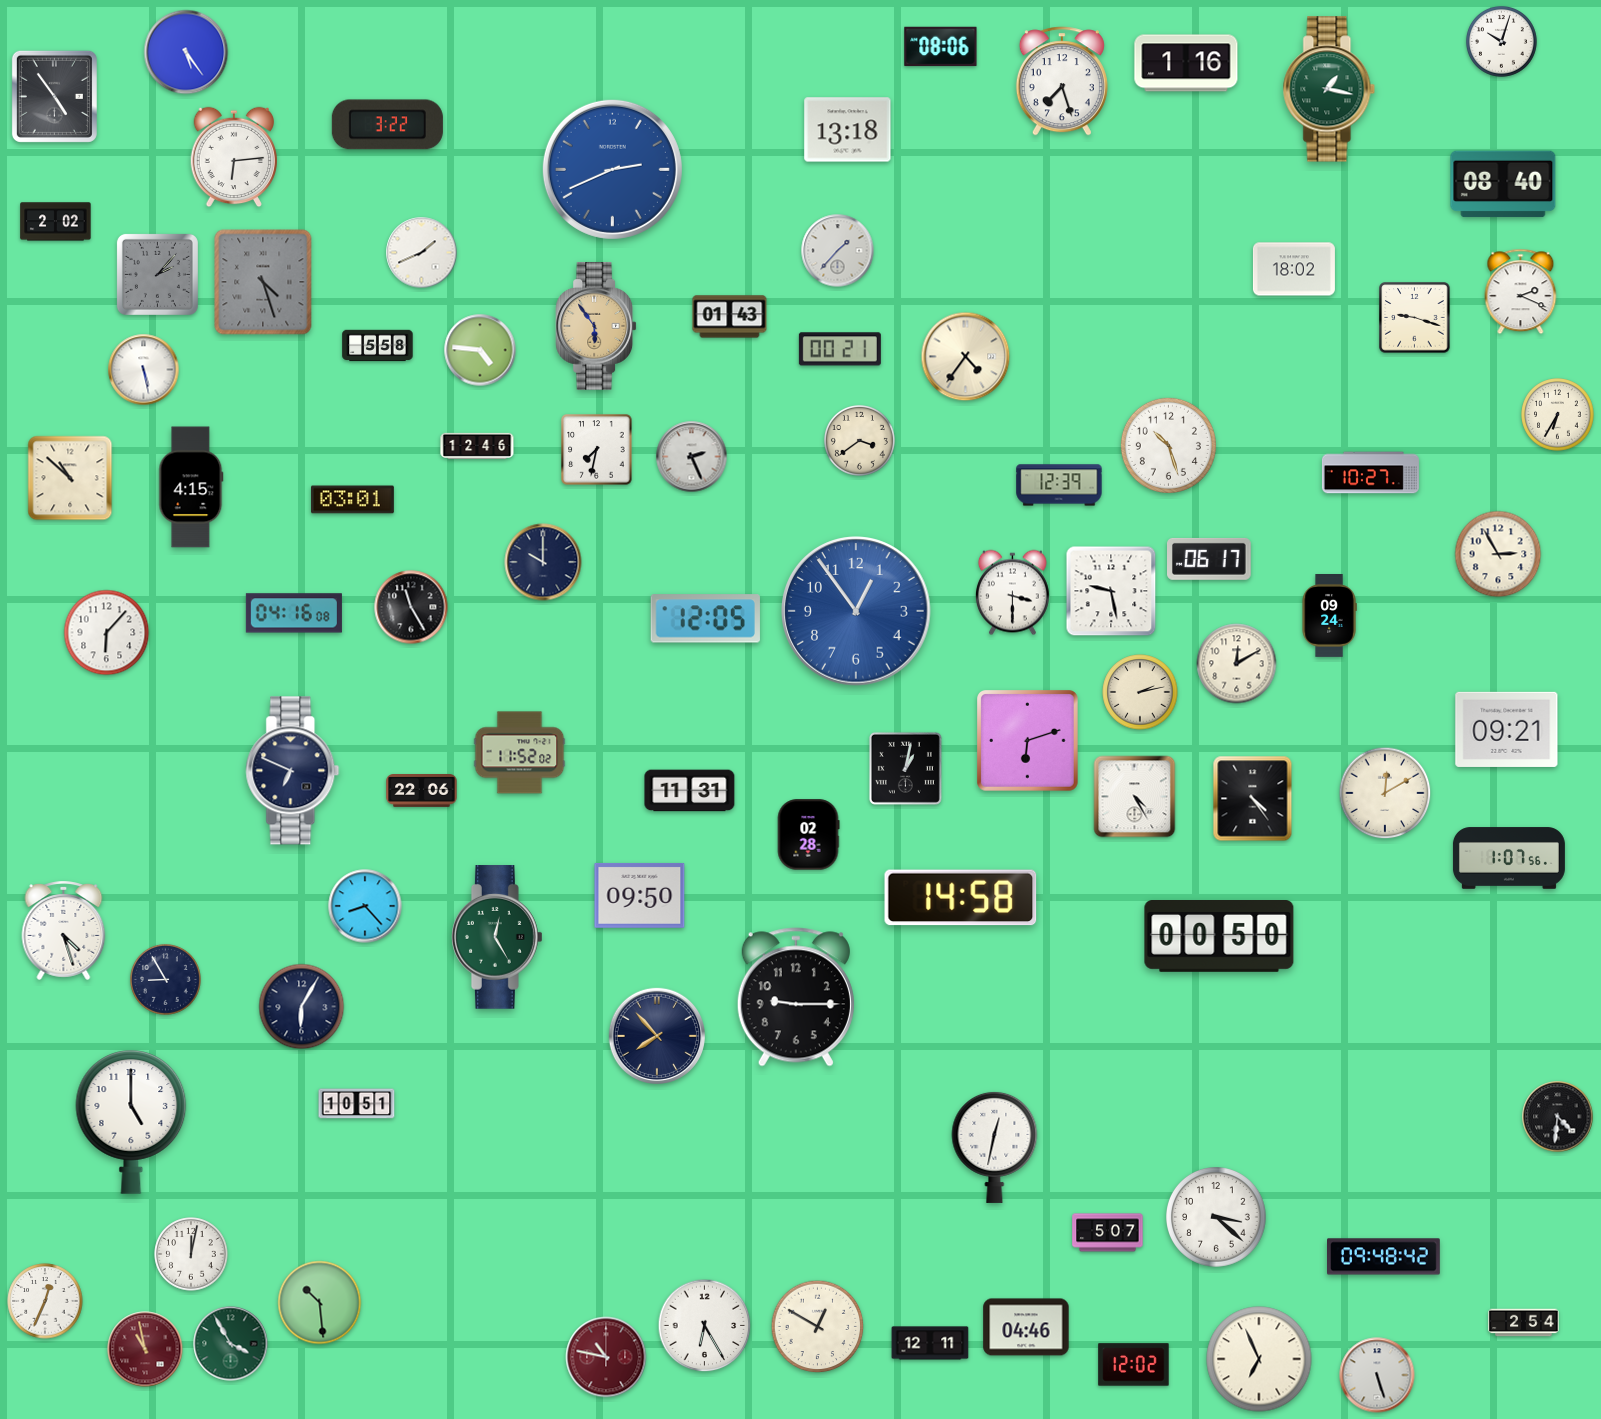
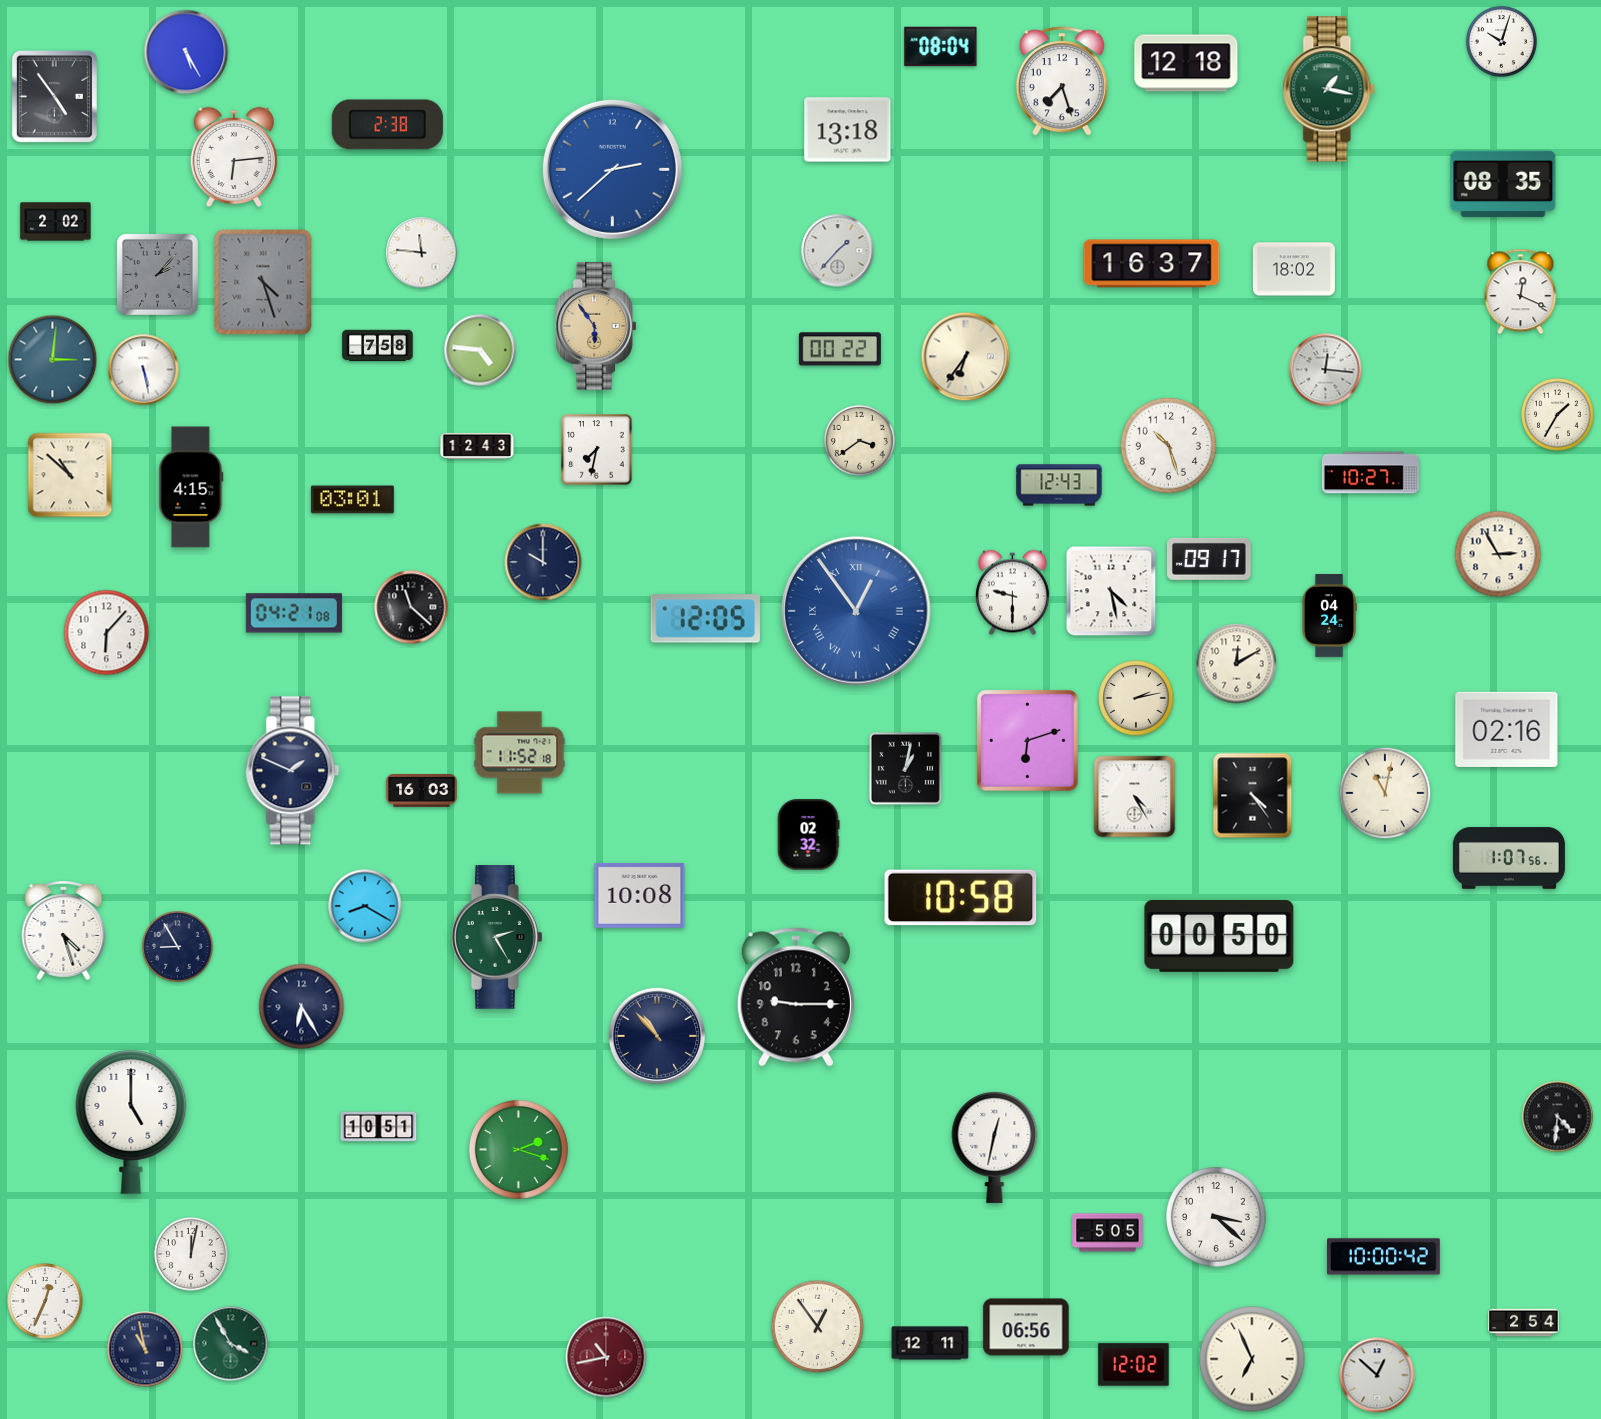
clock at (941, 47): 08:06 -> 08:04
clock at (186, 52): 5:24 -> 5:25
clock at (1186, 63): 1:16 -> 12:18
clock at (387, 125): 3:22 -> 2:38
clock at (612, 169): 2:41 -> 2:38
clock at (1503, 184): 08:40 -> 08:35
clock at (422, 253): 1:41 -> 11:46
clock at (1152, 264): none -> 16:37
clock at (1521, 292): 2:19 -> 12:19
clock at (730, 317): 01:43 -> none
clock at (1415, 318): 9:18 -> none
clock at (378, 346): 5:58 -> 7:58
clock at (840, 349): 00:21 -> 00:22
clock at (966, 357): 4:36 -> 6:36
clock at (53, 360): none -> 3:01
clock at (1326, 370): none -> 12:16
clock at (1558, 415): 6:35 -> 1:35
clock at (477, 445): 12:46 -> 12:43
clock at (692, 457): 2:26 -> none
clock at (70, 478) position: (70, 478) -> (70, 475)
clock at (1059, 485): 12:39 -> 12:43
clock at (1210, 559): 06:17 -> 09:17
clock at (1111, 591): 9:28 -> 4:28
clock at (1012, 593): 3:30 -> 9:30
clock at (411, 607): 11:25 -> 11:22
clock at (856, 611) numerals: Arabic -> Roman
clock at (294, 613): 04:16 -> 04:21
clock at (1329, 616): 09:24 -> 04:24
clock at (1140, 692) position: (1140, 692) -> (1136, 698)
clock at (1507, 729): 09:21 -> 02:16
clock at (520, 753): 11:52:02 -> 11:52:18
clock at (293, 771): 6:49 -> 1:49
clock at (422, 791): 22:06 -> 16:03
clock at (690, 791): 11:31 -> none
clock at (1385, 793): 12:10 -> 11:02
clock at (1253, 799) position: (1253, 799) -> (1253, 796)
clock at (808, 835): 02:28 -> 02:32
clock at (640, 896): 09:50 -> 10:08
clock at (961, 898): 14:58 -> 10:58
clock at (365, 906): 8:23 -> 8:20
clock at (498, 937): 12:25 -> 2:25
clock at (165, 979) position: (165, 979) -> (177, 946)
clock at (302, 1007): 6:05 -> 6:25
clock at (656, 1035): 7:53 -> 10:53
clock at (357, 1104) position: (357, 1104) -> (379, 1127)
clock at (518, 1149): none -> 2:18
clock at (1108, 1233): 5:07 -> 5:05
clock at (1384, 1257): 09:48 -> 10:00
clock at (320, 1303): 10:29 -> none
clock at (705, 1326): 6:25 -> none
clock at (818, 1327): 12:50 -> 12:54
clock at (1026, 1327): 04:46 -> 06:56
clock at (145, 1349) dial: burgundy -> navy
clock at (606, 1357): 10:47 -> 10:43
clock at (1259, 1359) position: (1259, 1359) -> (1252, 1359)
clock at (1377, 1375): 5:27 -> 12:52
